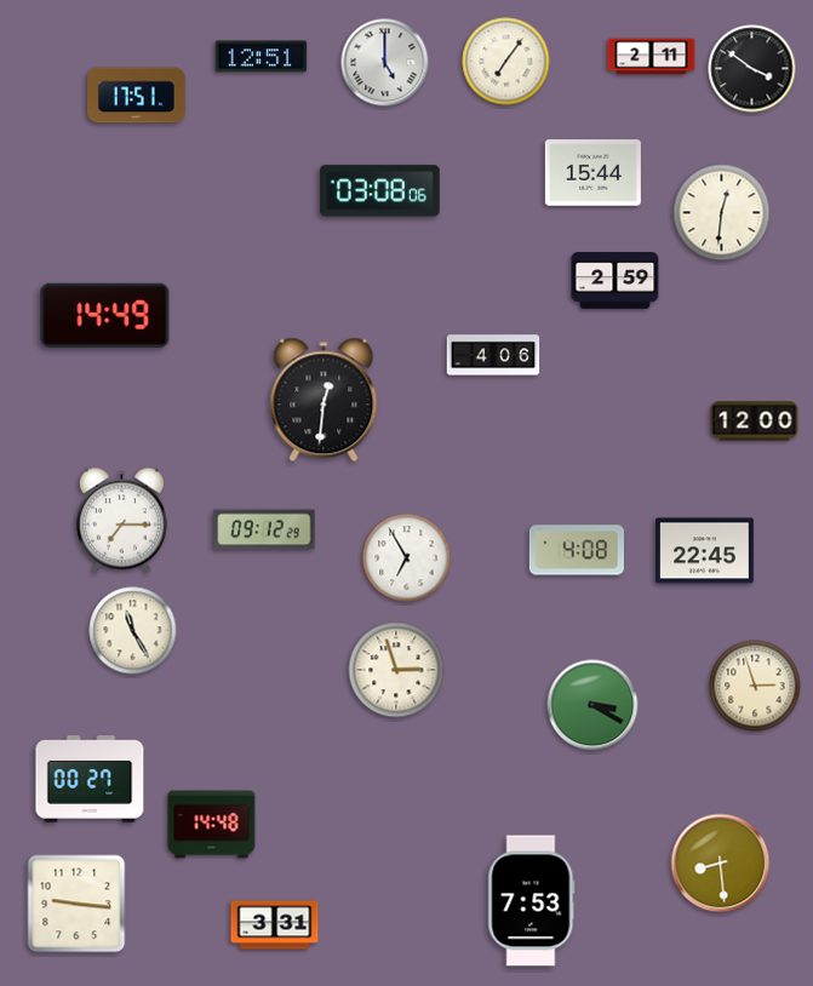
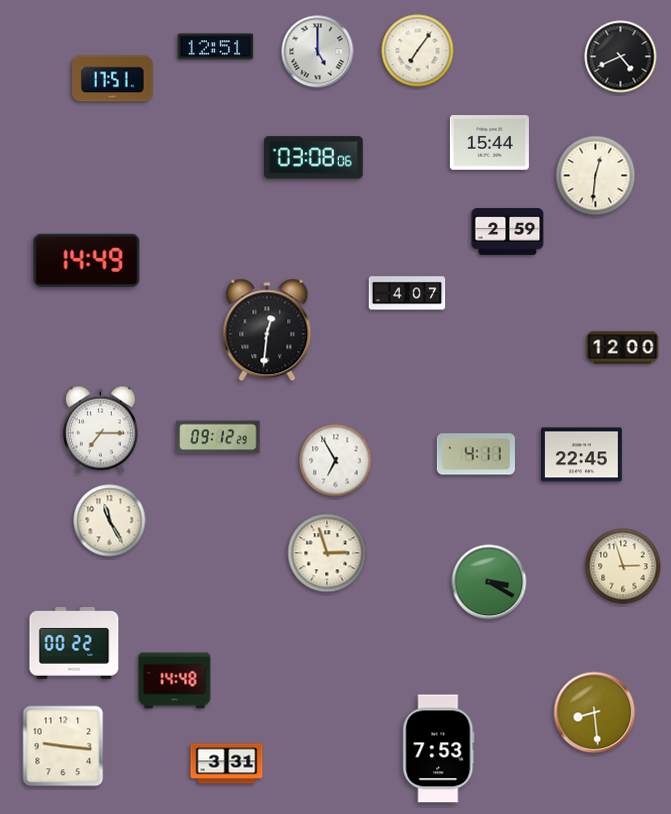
clock at (652, 57): 2:11 -> none
clock at (752, 69): 3:51 -> 4:41
clock at (493, 355): 4:06 -> 4:07
clock at (577, 550): 4:08 -> 4:11
clock at (90, 780): 00:27 -> 00:22
clock at (532, 901) position: (532, 901) -> (439, 749)
